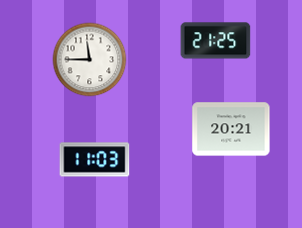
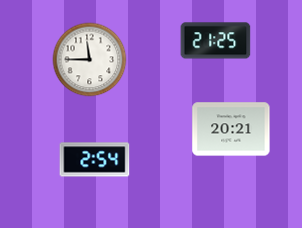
clock at (95, 160): 11:03 -> 2:54
